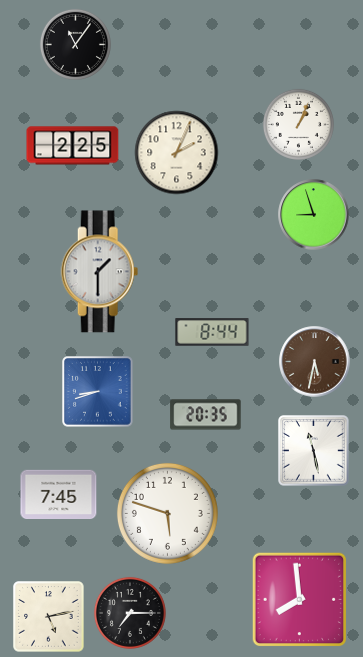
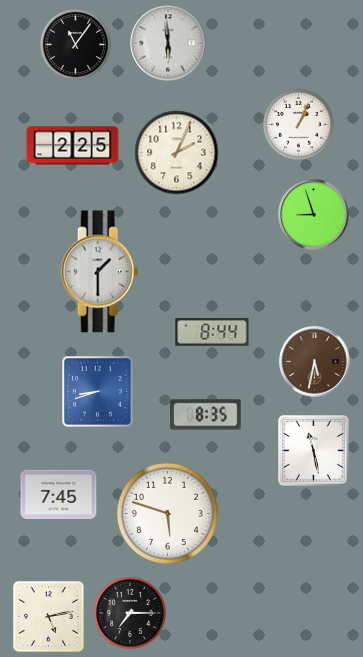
clock at (168, 43): none -> 5:59
clock at (206, 415): 20:35 -> 8:35
clock at (300, 600): 7:59 -> none
